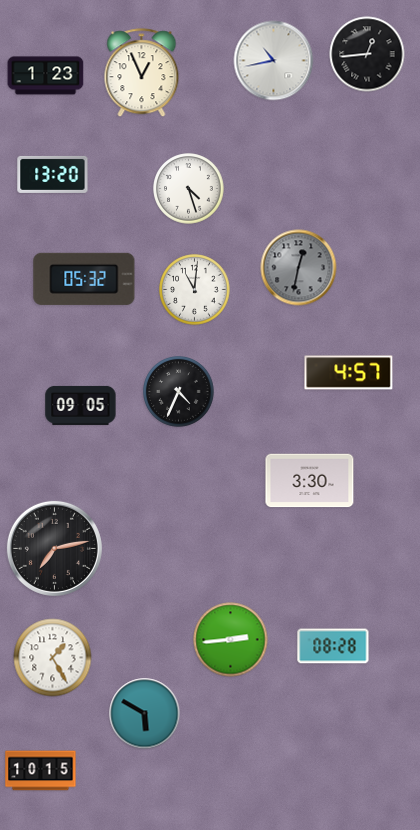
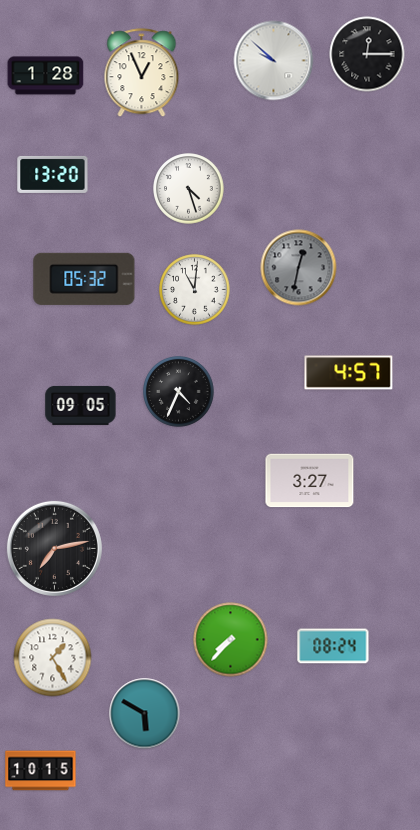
clock at (367, 54): 12:44 -> 12:15
clock at (274, 61): 10:43 -> 9:52
clock at (46, 76): 1:23 -> 1:28
clock at (310, 481): 3:30 -> 3:27
clock at (231, 640): 2:44 -> 7:37
clock at (333, 646): 08:28 -> 08:24
